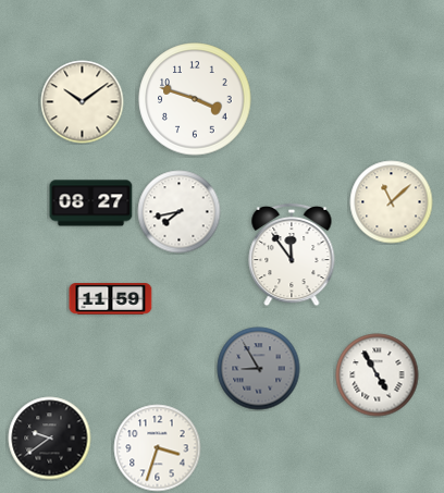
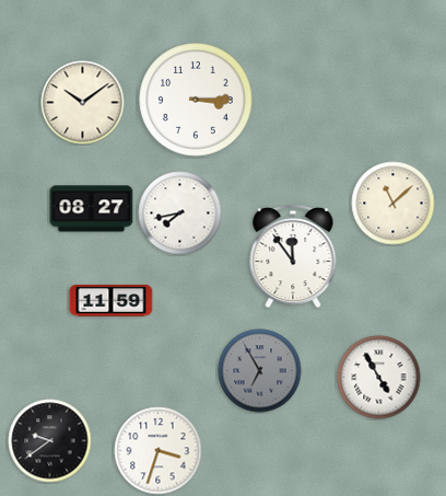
clock at (195, 99): 3:48 -> 3:15
clock at (91, 204) position: (91, 204) -> (92, 209)
clock at (259, 369): 8:55 -> 6:55
